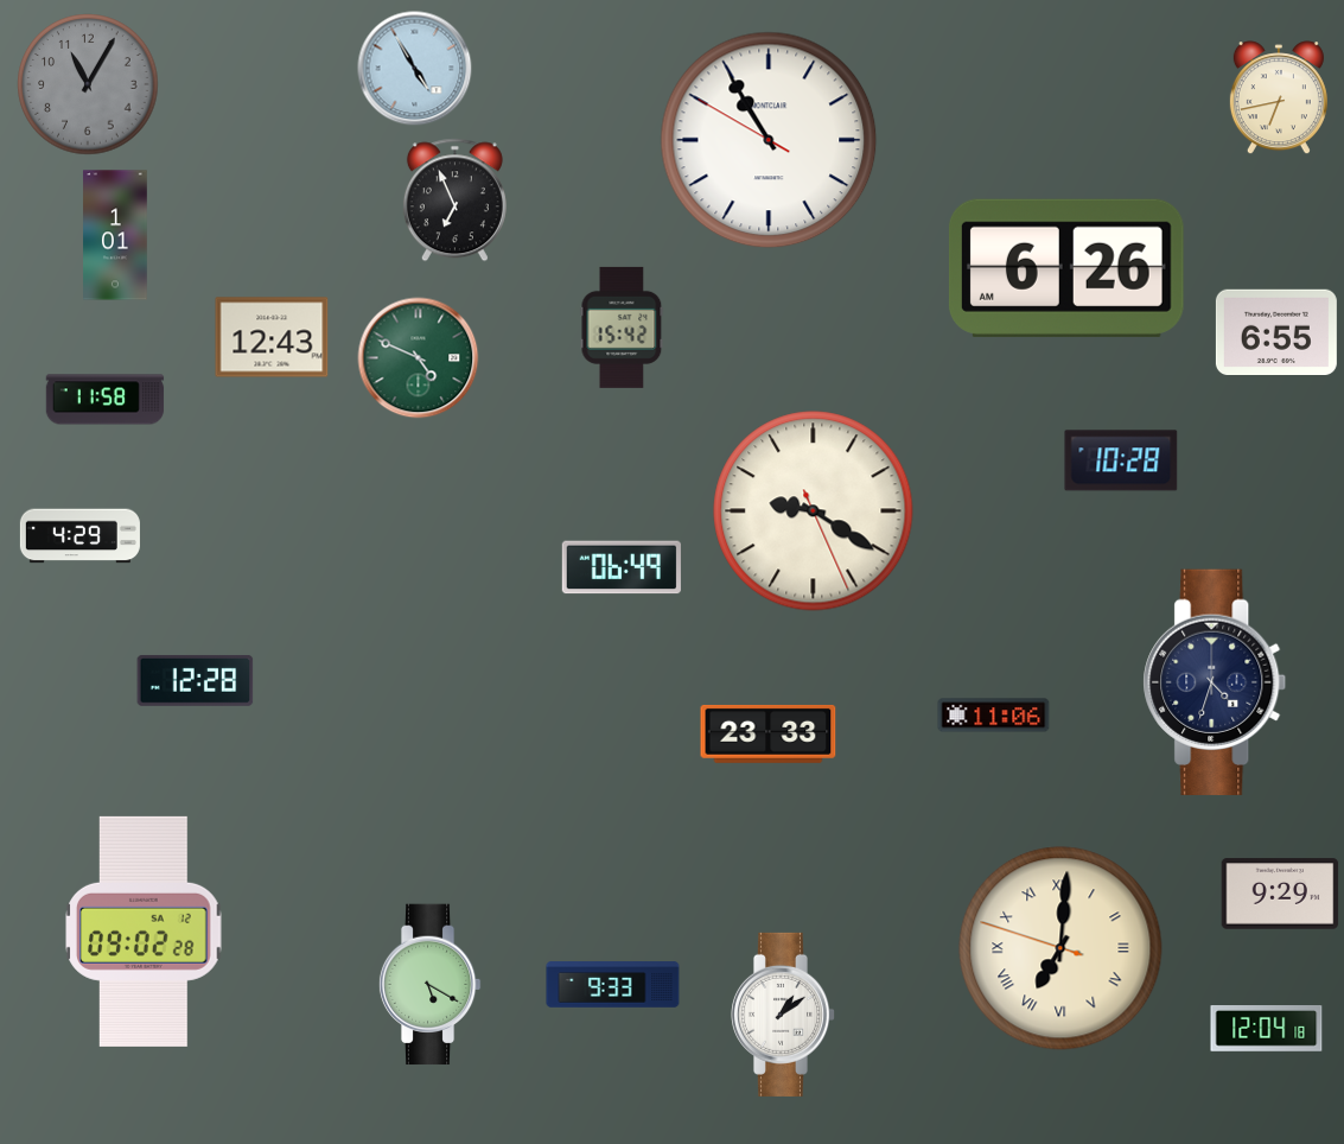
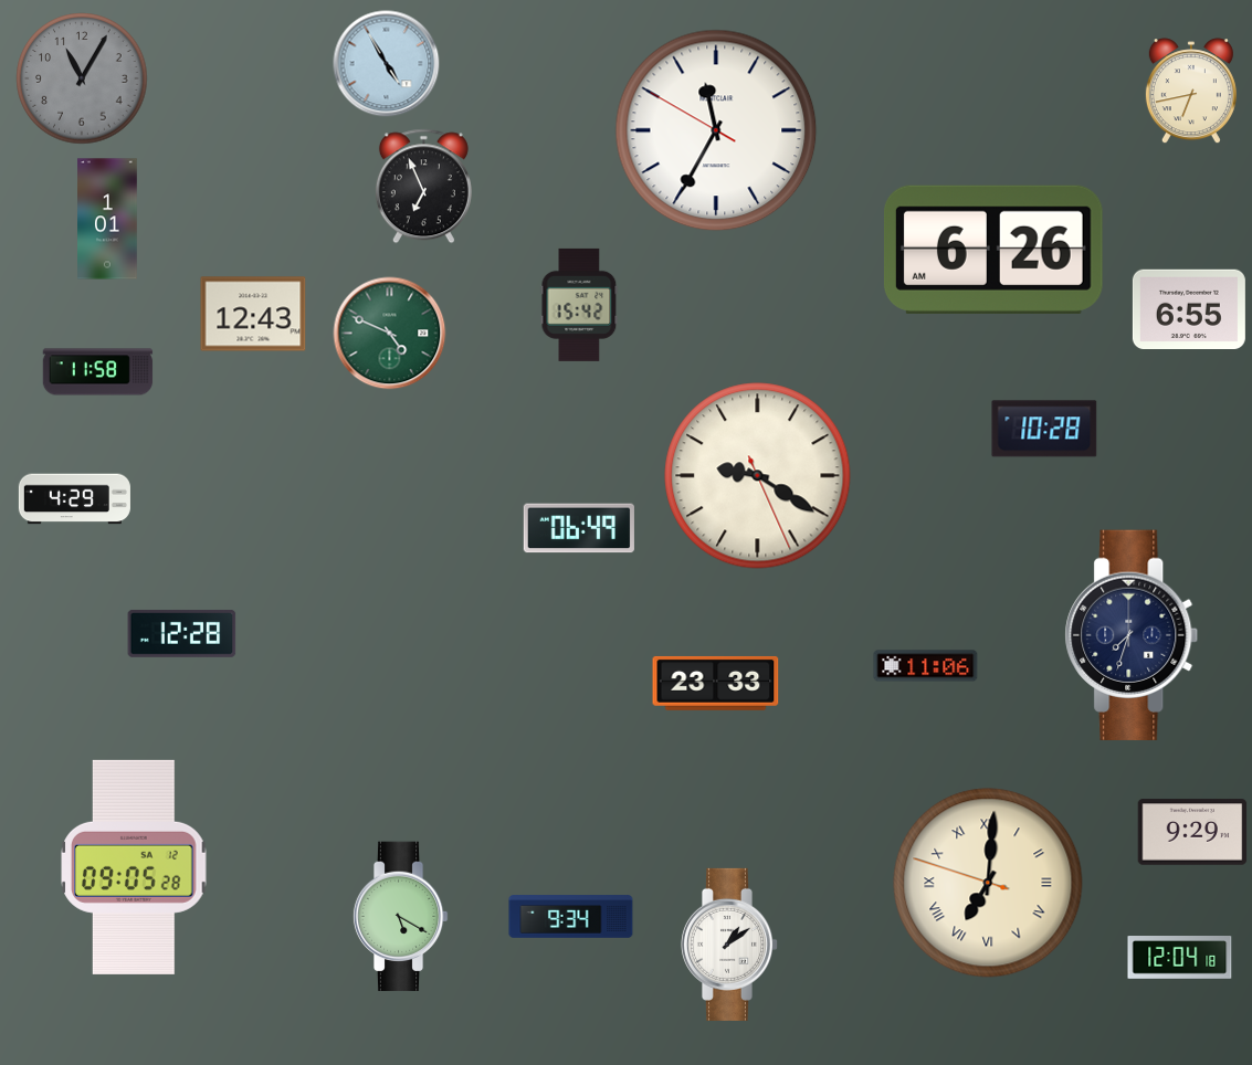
clock at (769, 140): 10:54 -> 11:34
clock at (1215, 681): 4:33 -> 7:33
clock at (144, 932): 09:02 -> 09:05
clock at (613, 985): 9:33 -> 9:34
